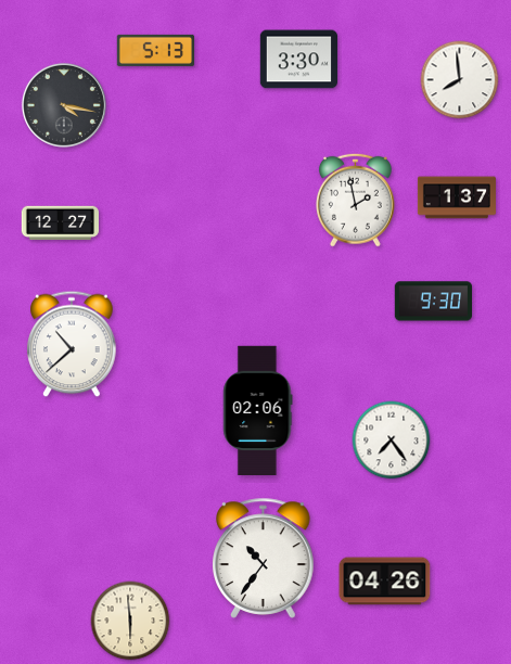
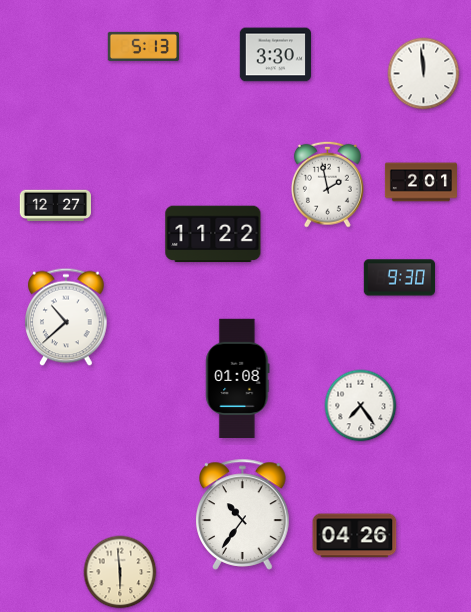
clock at (460, 80): 7:59 -> 11:59
clock at (64, 105): 4:17 -> none
clock at (457, 197): 1:37 -> 2:01
clock at (213, 234): none -> 11:22
clock at (258, 410): 02:06 -> 01:08
